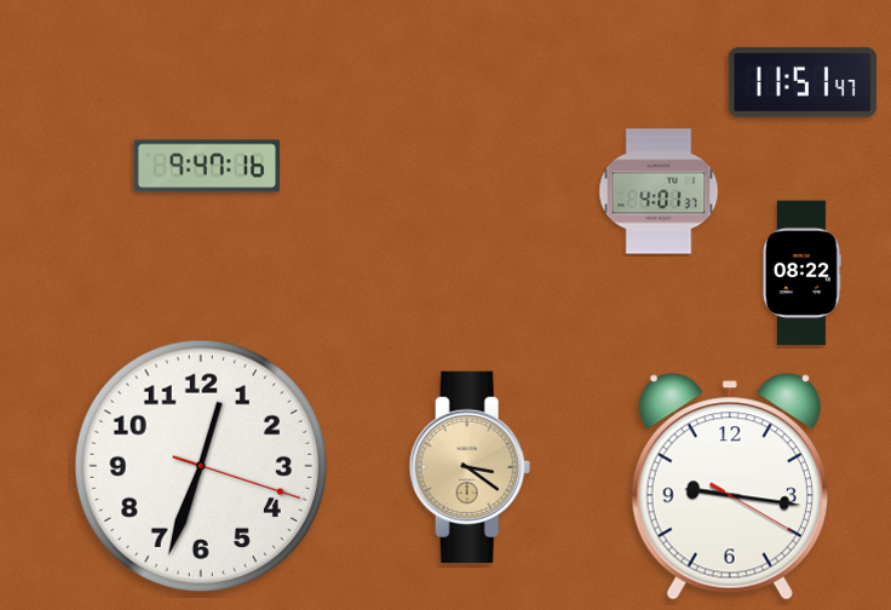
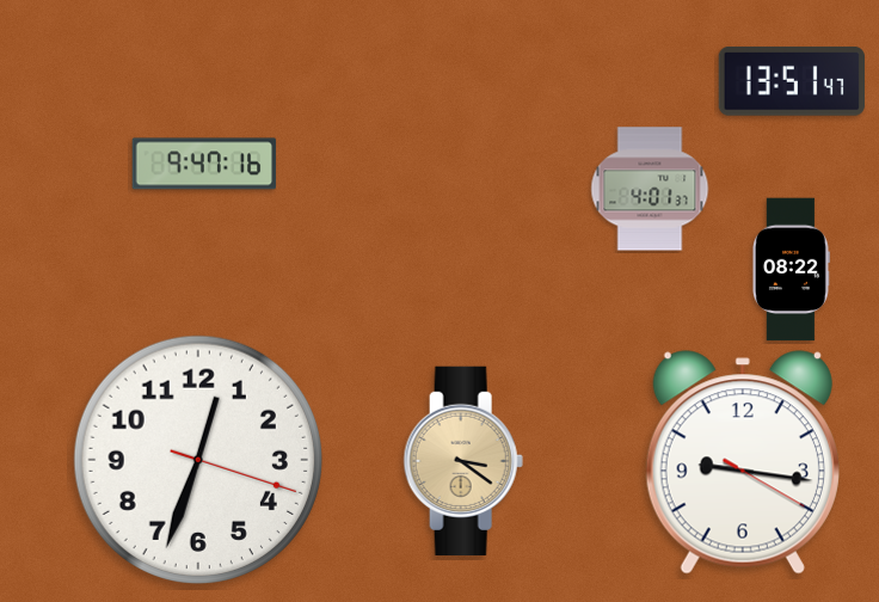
clock at (803, 82): 11:51 -> 13:51
clock at (730, 487) position: (730, 487) -> (743, 462)
